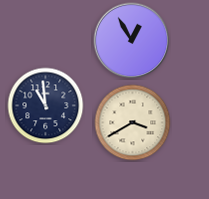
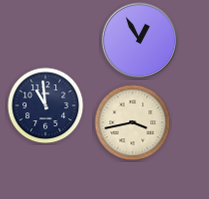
clock at (132, 41) position: (132, 41) -> (140, 41)
clock at (133, 123): 3:40 -> 3:43
